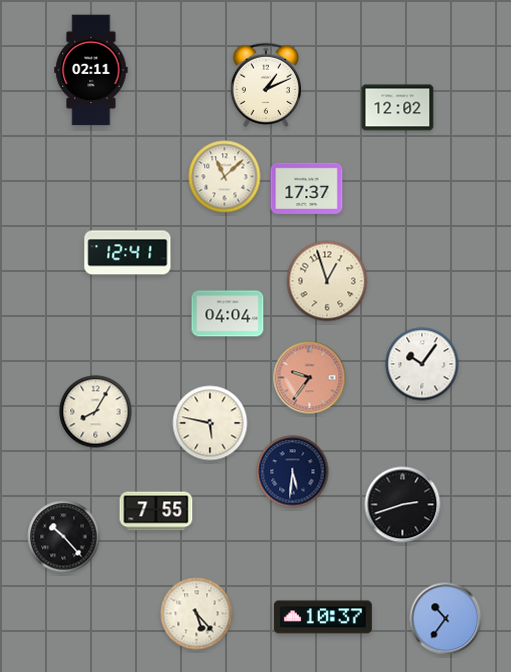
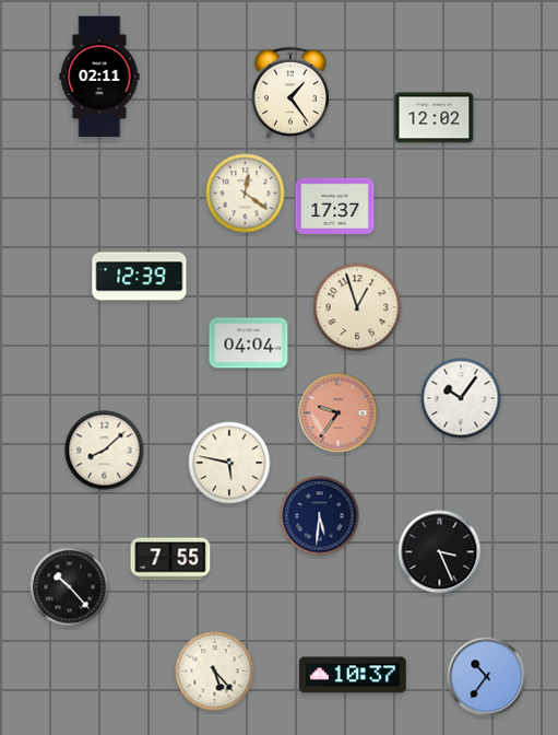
clock at (266, 85): 1:11 -> 1:24
clock at (225, 177): 11:08 -> 12:21
clock at (128, 253): 12:41 -> 12:39
clock at (96, 412): 8:05 -> 8:08
clock at (403, 505): 2:42 -> 3:26
